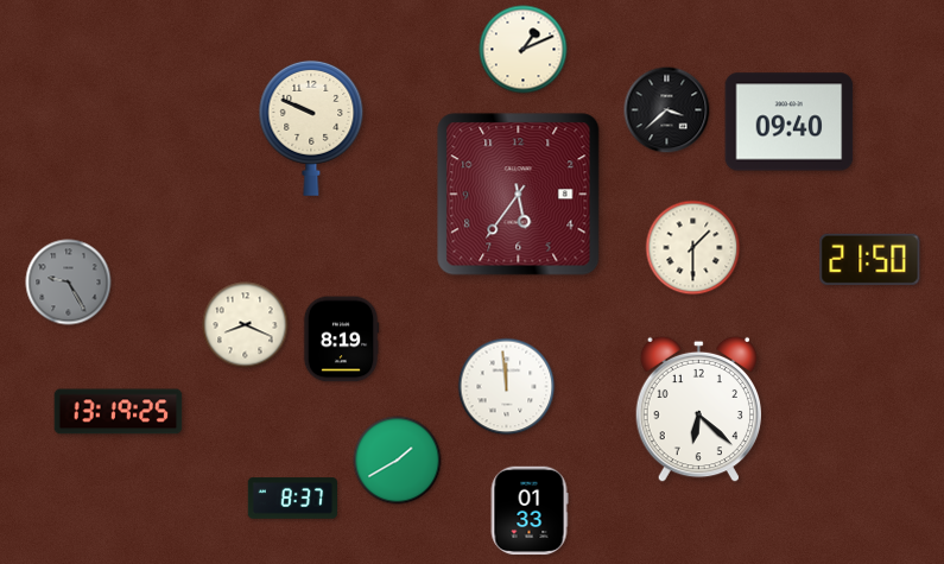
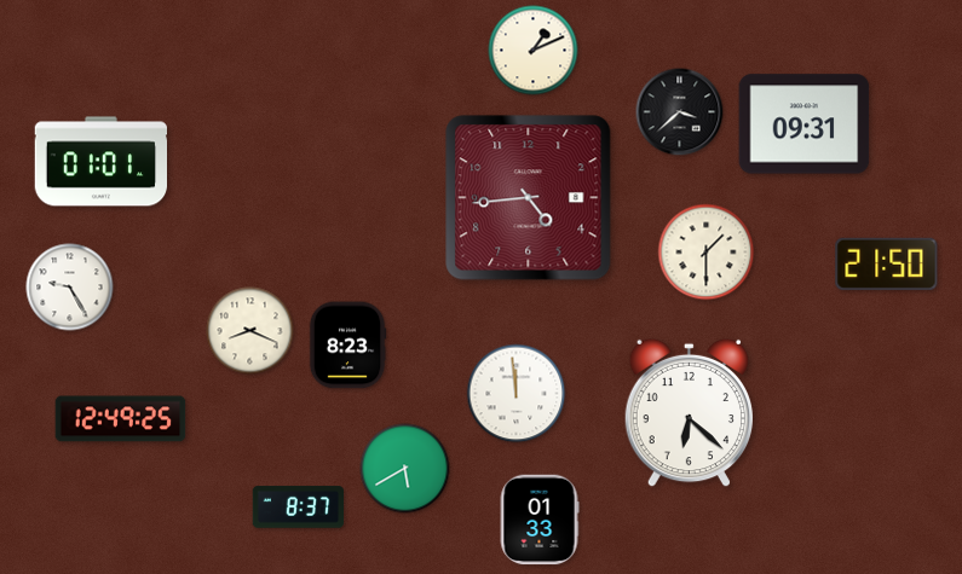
clock at (790, 122): 09:40 -> 09:31
clock at (311, 128): 9:49 -> none
clock at (100, 162): none -> 01:01
clock at (519, 195): 5:36 -> 4:44
clock at (69, 283) dial: grey -> white
clock at (341, 340): 8:19 -> 8:23
clock at (698, 410) position: (698, 410) -> (689, 413)
clock at (119, 412): 13:19 -> 12:49
clock at (398, 461): 1:40 -> 5:40
